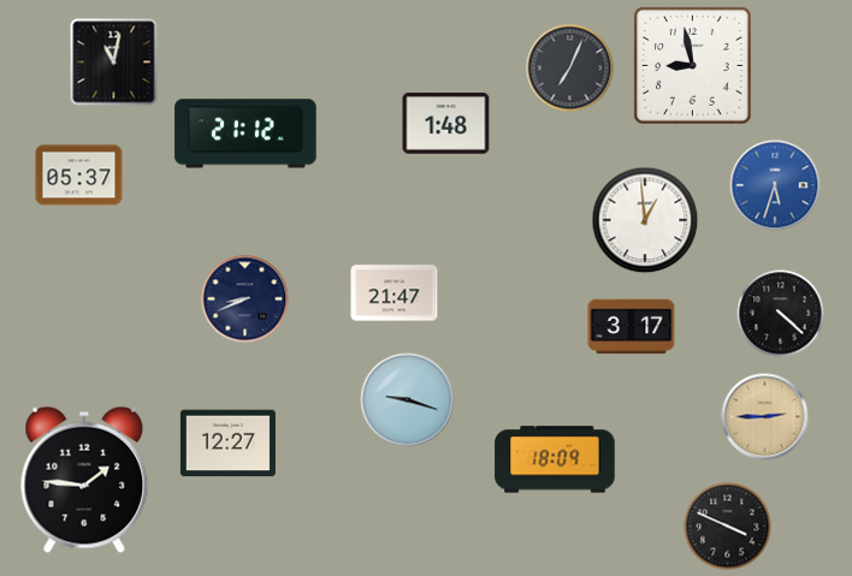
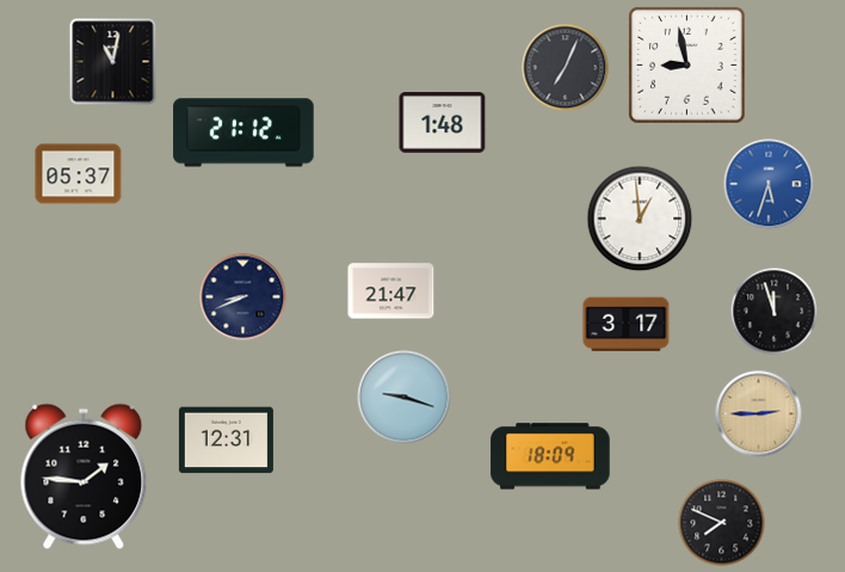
clock at (781, 314): 4:22 -> 11:57
clock at (227, 444): 12:27 -> 12:31
clock at (728, 527): 3:49 -> 7:49
